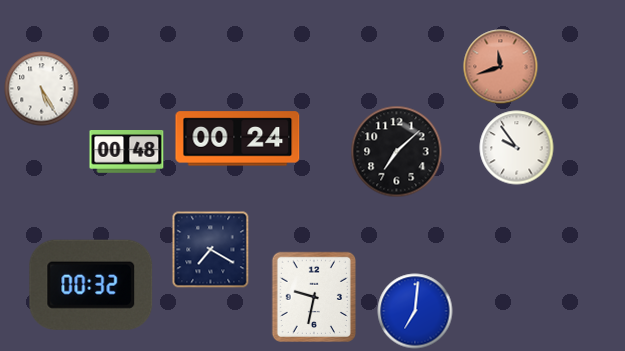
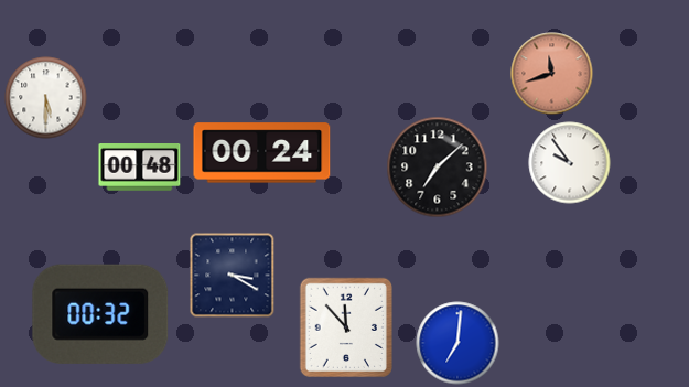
clock at (42, 89): 5:25 -> 5:30
clock at (211, 250): 7:20 -> 3:20
clock at (313, 296): 9:32 -> 11:53
